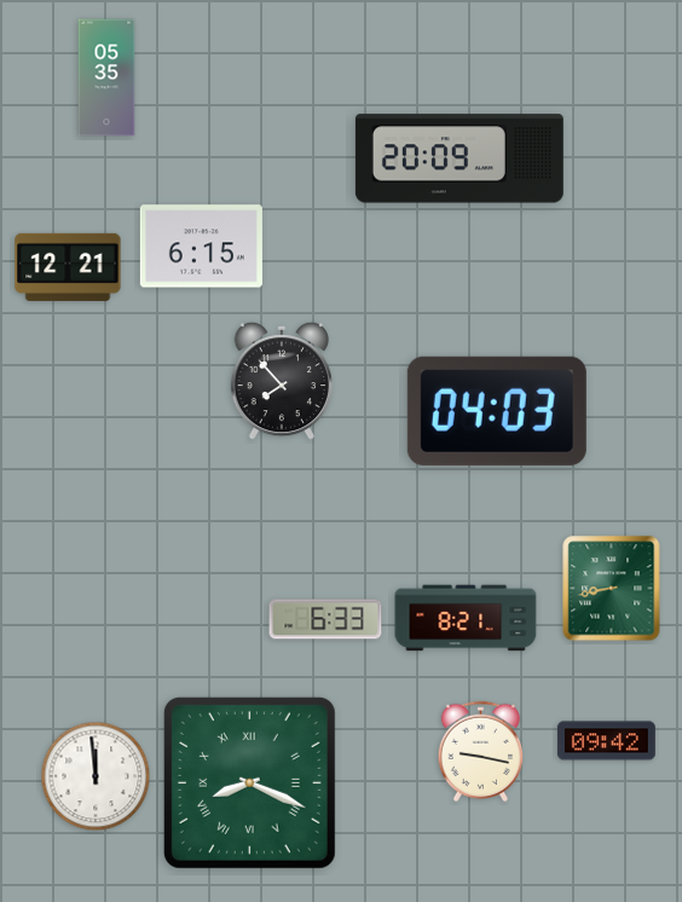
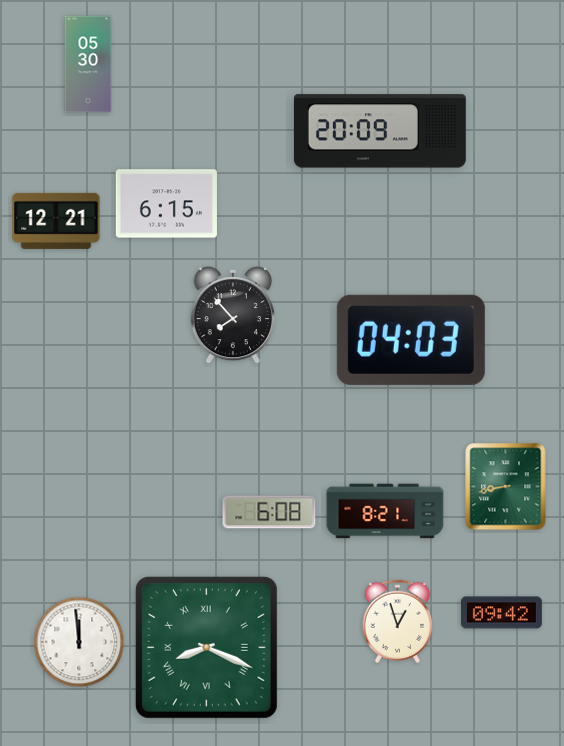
clock at (106, 77): 05:35 -> 05:30
clock at (325, 619): 6:33 -> 6:08
clock at (481, 751): 9:17 -> 12:57
